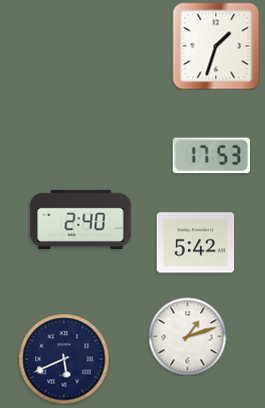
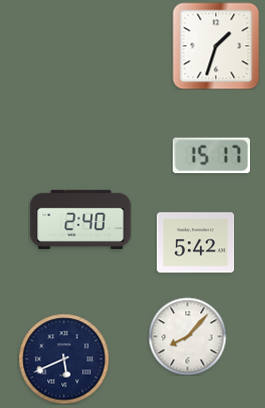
clock at (211, 156): 17:53 -> 15:17
clock at (187, 336): 1:12 -> 8:07
